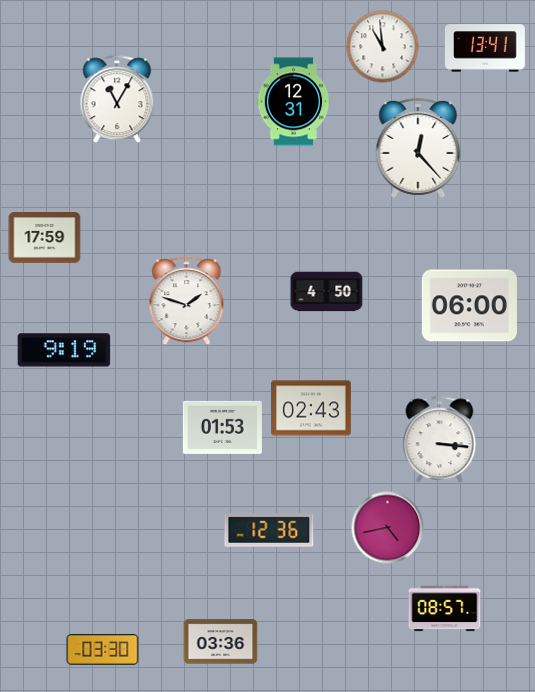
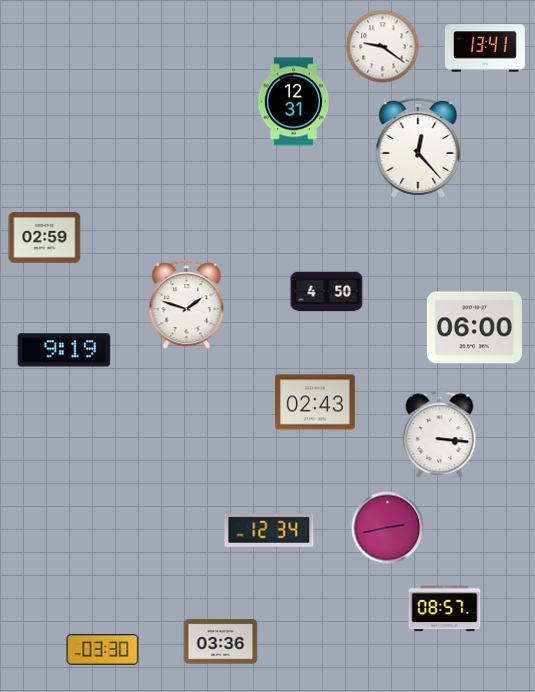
clock at (383, 47): 10:59 -> 9:21
clock at (117, 100): 11:05 -> none
clock at (45, 238): 17:59 -> 02:59
clock at (187, 301) position: (187, 301) -> (187, 305)
clock at (469, 306) position: (469, 306) -> (474, 328)
clock at (311, 408) position: (311, 408) -> (315, 402)
clock at (222, 427): 01:53 -> none
clock at (440, 440) position: (440, 440) -> (440, 435)
clock at (388, 528): 4:43 -> 2:43
clock at (269, 530): 12:36 -> 12:34
